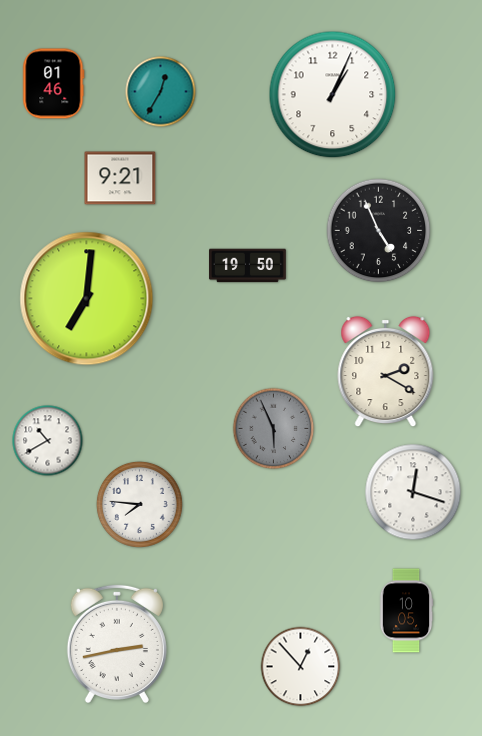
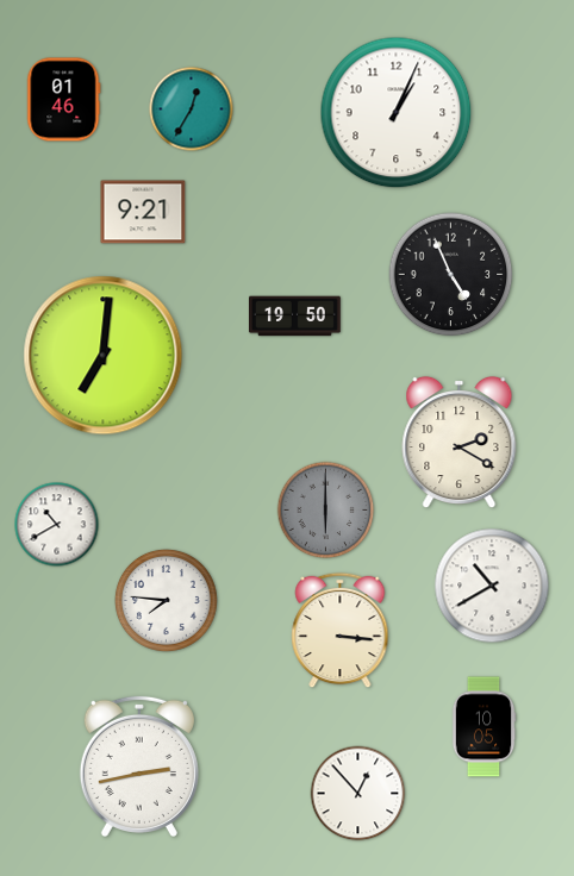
clock at (274, 429): 5:56 -> 6:00
clock at (413, 492): 12:18 -> 10:40
clock at (341, 631): none -> 3:16
